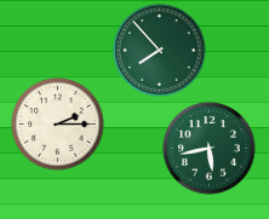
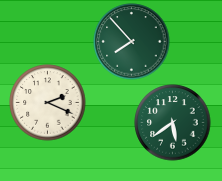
clock at (58, 125): 2:15 -> 2:19
clock at (210, 149): 5:43 -> 5:39
